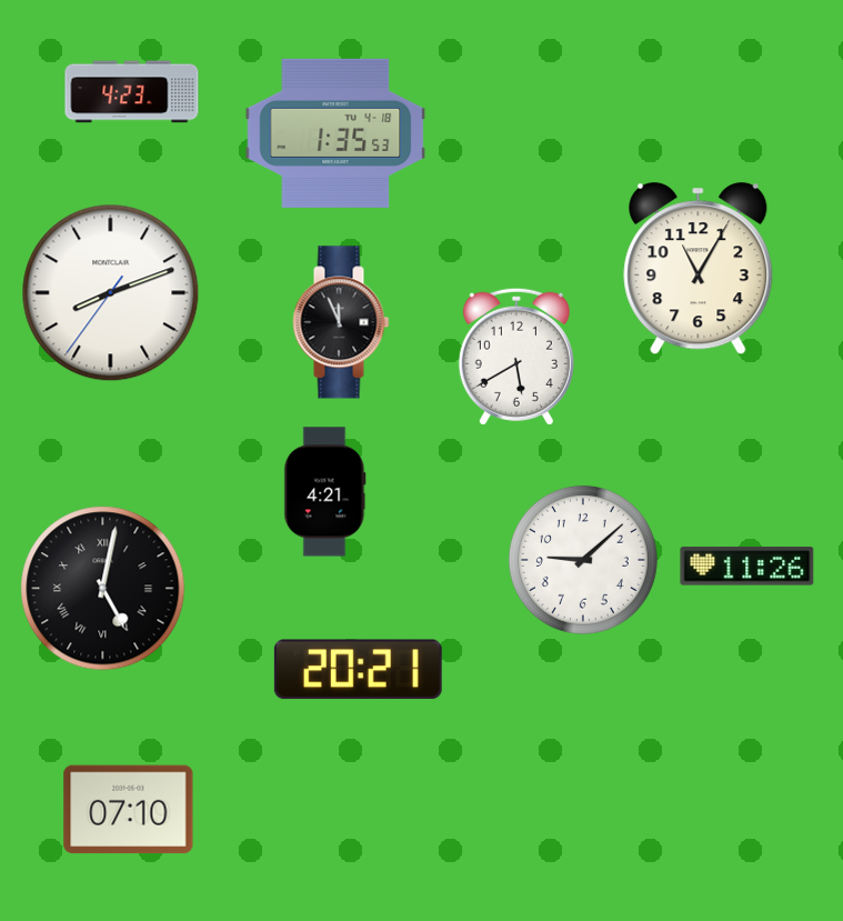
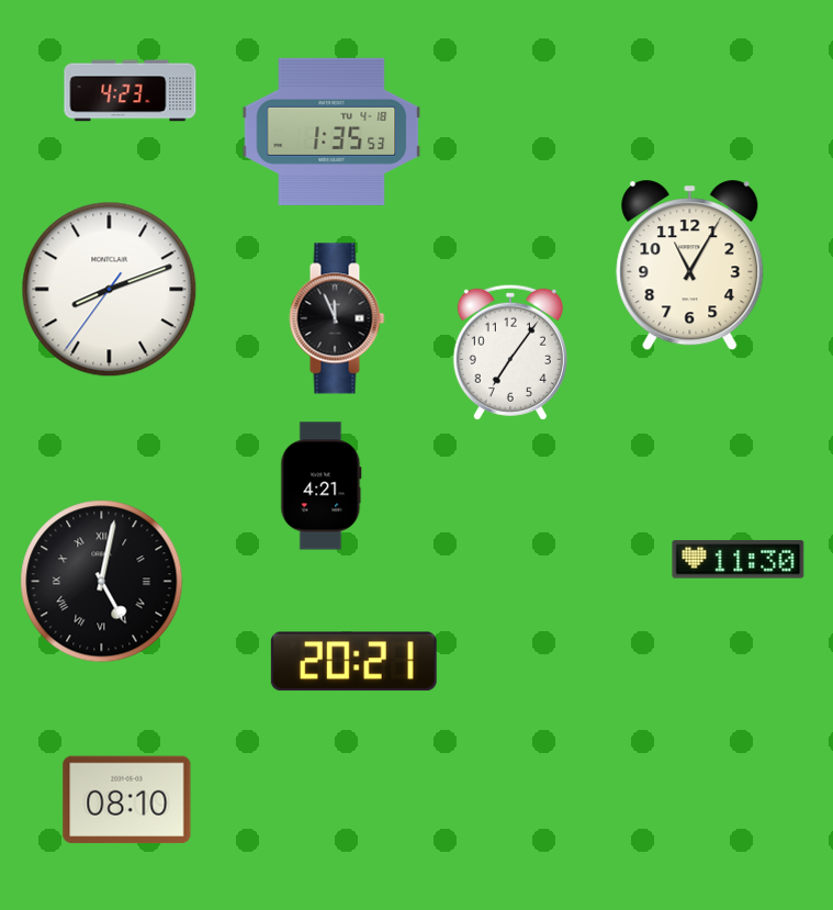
clock at (516, 357): 5:40 -> 7:06
clock at (583, 560): 9:08 -> none
clock at (747, 567): 11:26 -> 11:30
clock at (129, 810): 07:10 -> 08:10
